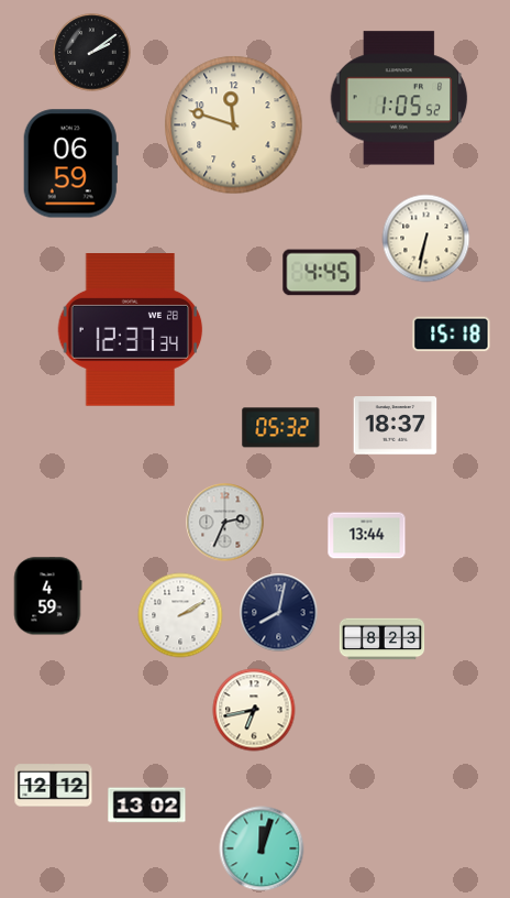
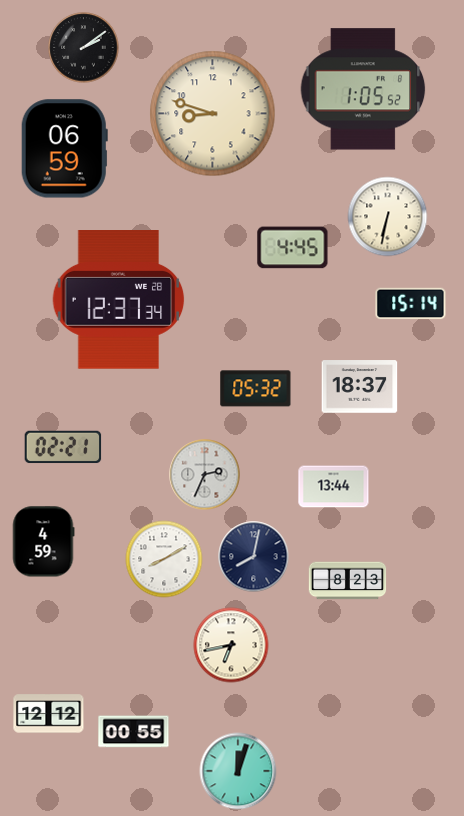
clock at (234, 125): 11:48 -> 8:48
clock at (452, 335): 15:18 -> 15:14
clock at (63, 447): none -> 02:21
clock at (180, 615): 2:10 -> 8:10
clock at (147, 806): 13:02 -> 00:55
